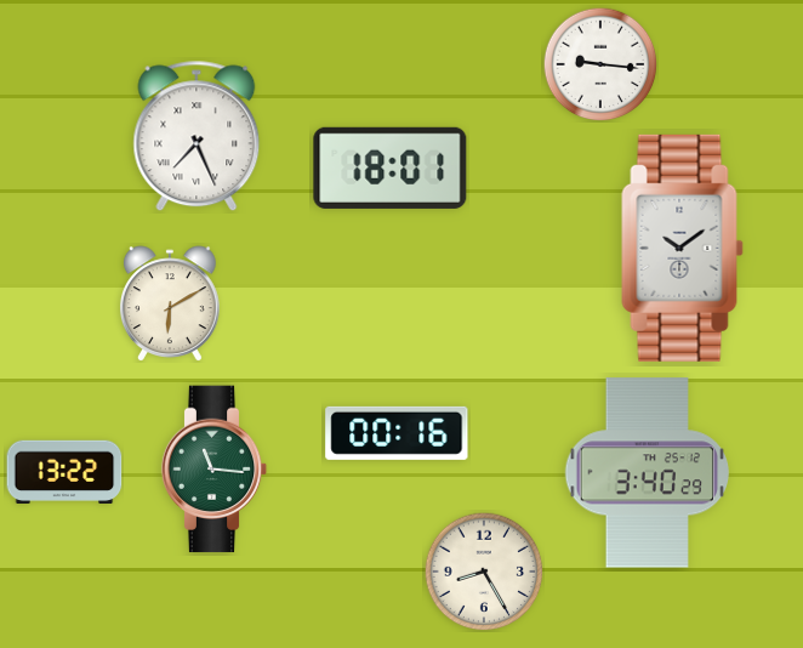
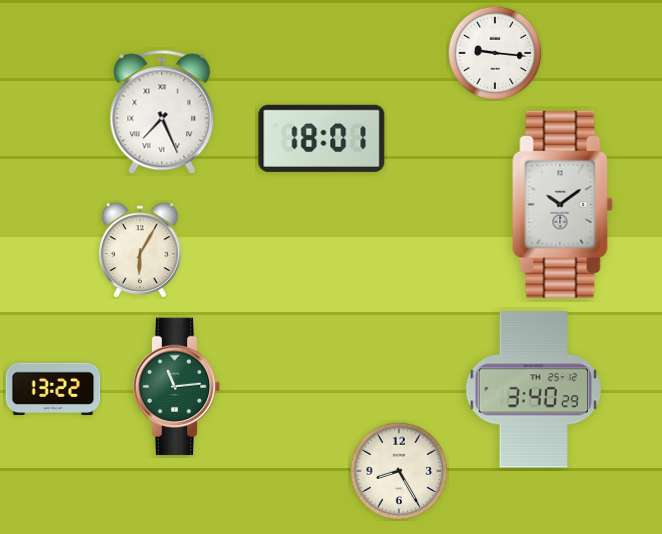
clock at (171, 303): 6:10 -> 6:05
clock at (397, 433): 00:16 -> none
clock at (215, 470): 11:16 -> 11:14
